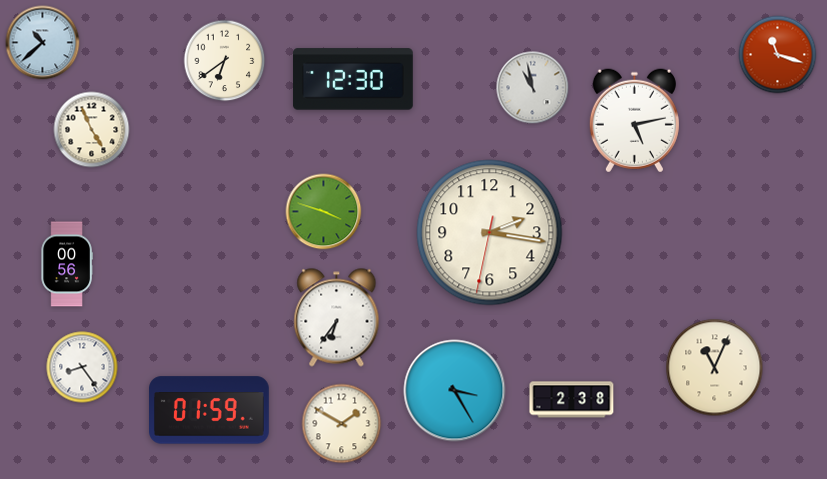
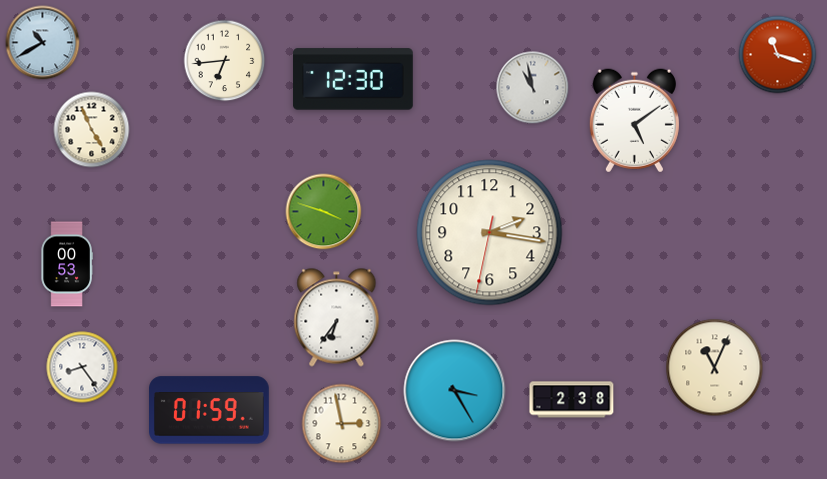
clock at (43, 43): 10:38 -> 10:40
clock at (225, 61): 6:39 -> 6:44
clock at (634, 121): 5:13 -> 5:09
clock at (67, 264): 00:56 -> 00:53
clock at (342, 424): 1:50 -> 2:58
